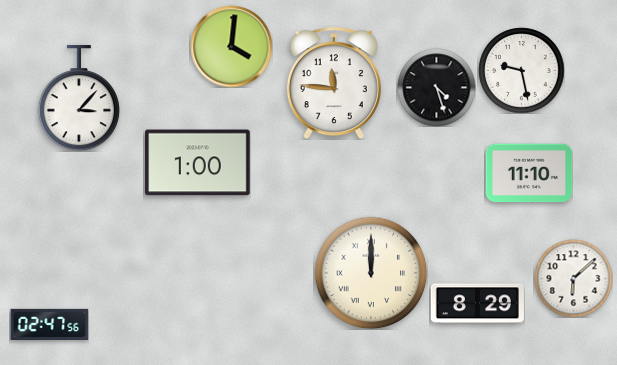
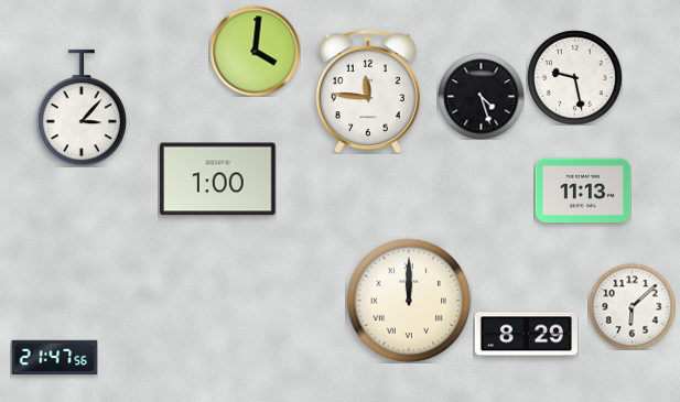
clock at (78, 98) position: (78, 98) -> (80, 108)
clock at (529, 173): 11:10 -> 11:13
clock at (49, 324): 02:47 -> 21:47
